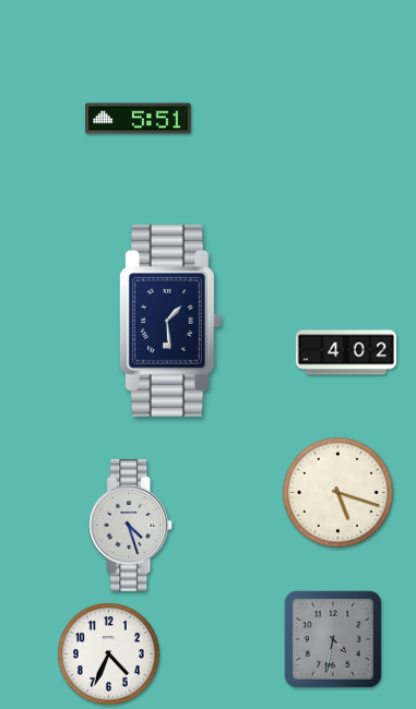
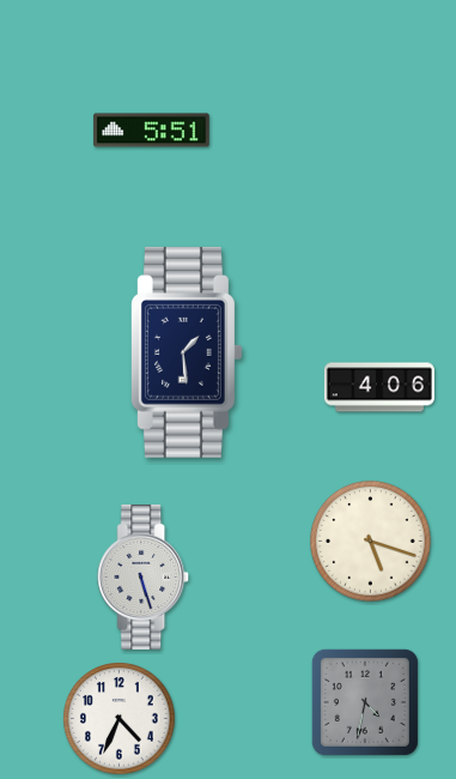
clock at (346, 352): 4:02 -> 4:06
clock at (131, 525): 4:27 -> 5:27
